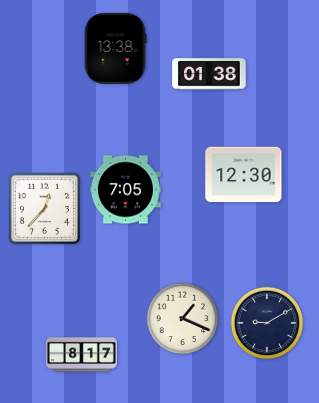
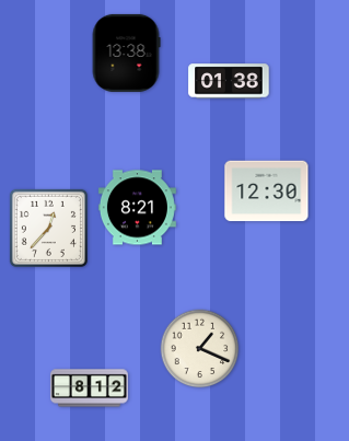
clock at (125, 190): 7:05 -> 8:21
clock at (267, 323): 9:10 -> none
clock at (81, 355): 8:17 -> 8:12
